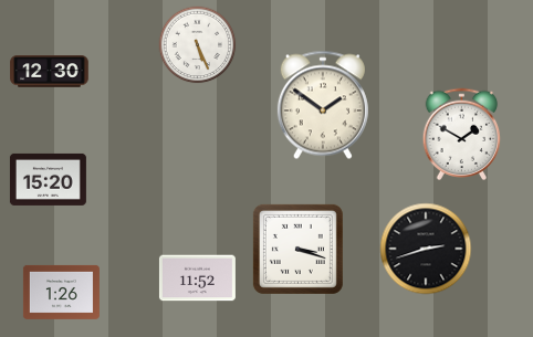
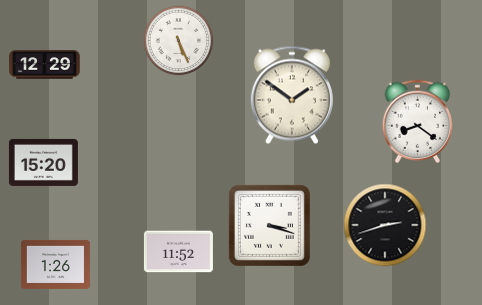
clock at (50, 72): 12:30 -> 12:29
clock at (462, 135): 1:50 -> 8:21
